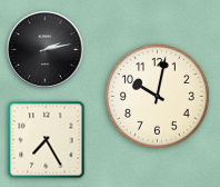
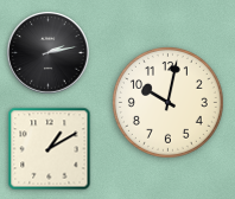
clock at (47, 140): 7:25 -> 1:10
